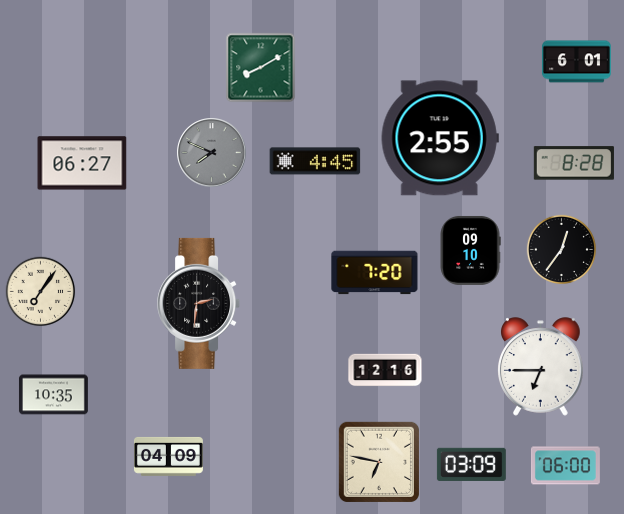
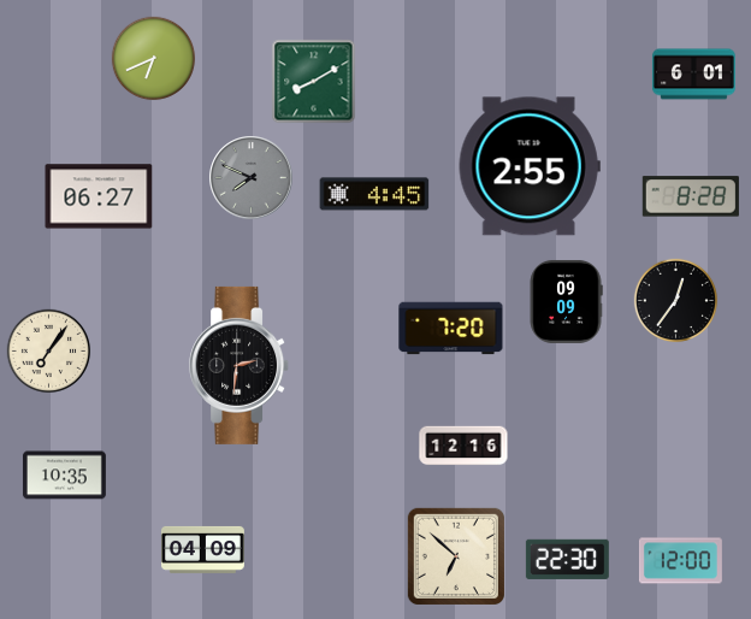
clock at (154, 59): none -> 6:41
clock at (212, 153) position: (212, 153) -> (252, 178)
clock at (315, 161) position: (315, 161) -> (374, 194)
clock at (470, 250): 09:10 -> 09:09
clock at (541, 367): 6:45 -> none
clock at (378, 461): 6:47 -> 6:52
clock at (471, 464): 03:09 -> 22:30
clock at (565, 466): 06:00 -> 12:00
